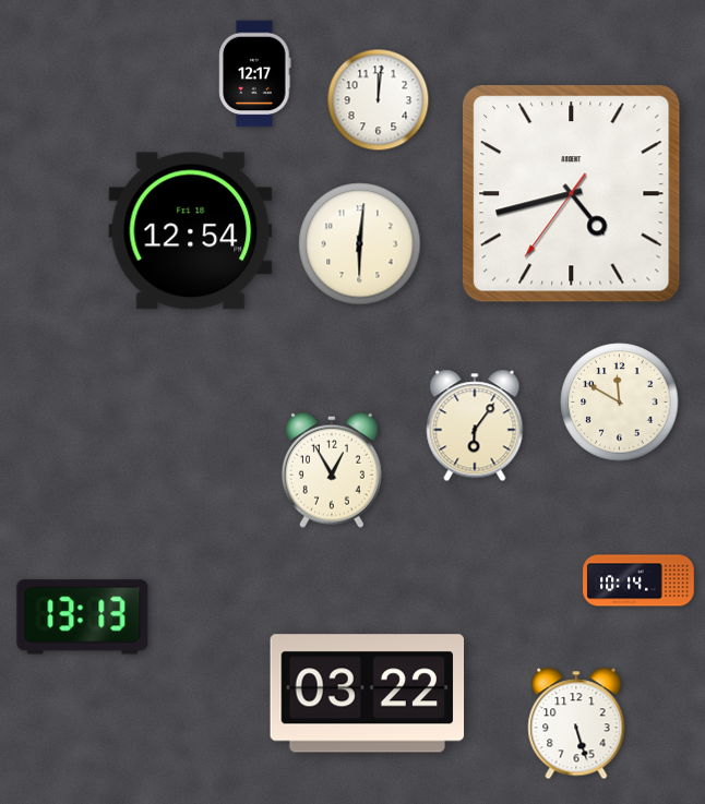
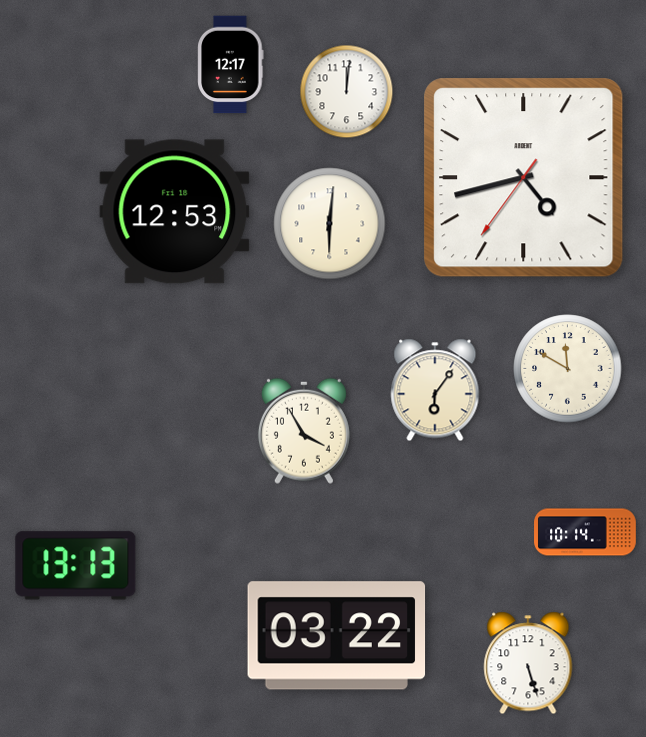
clock at (255, 74) position: (255, 74) -> (231, 65)
clock at (191, 231): 12:54 -> 12:53
clock at (332, 470): 12:55 -> 3:55
